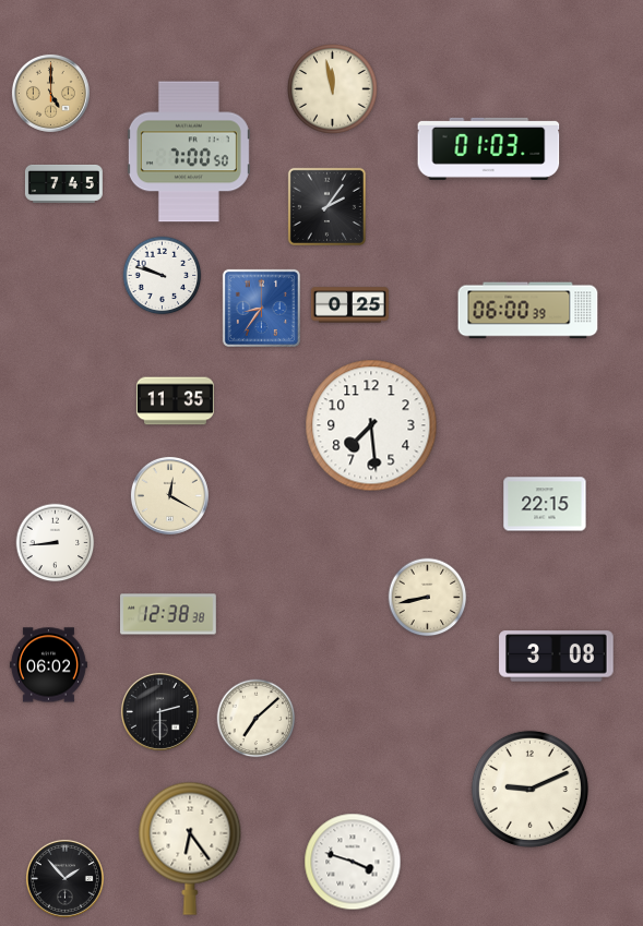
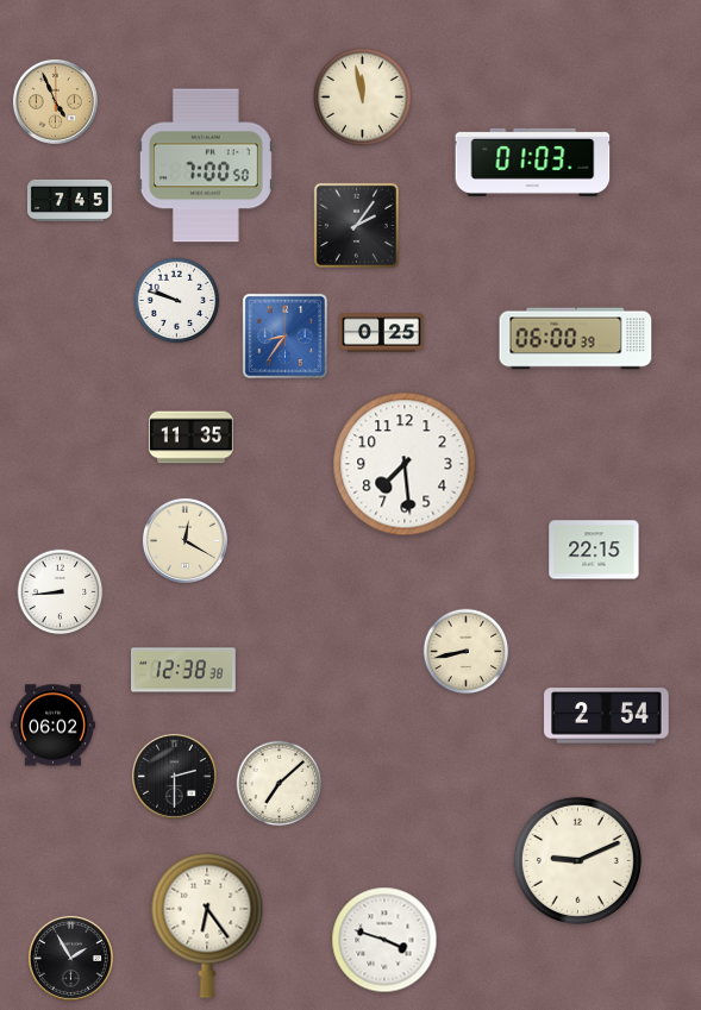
clock at (50, 93): 5:00 -> 4:56
clock at (557, 657): 3:08 -> 2:54
clock at (64, 878): 1:53 -> 1:55
